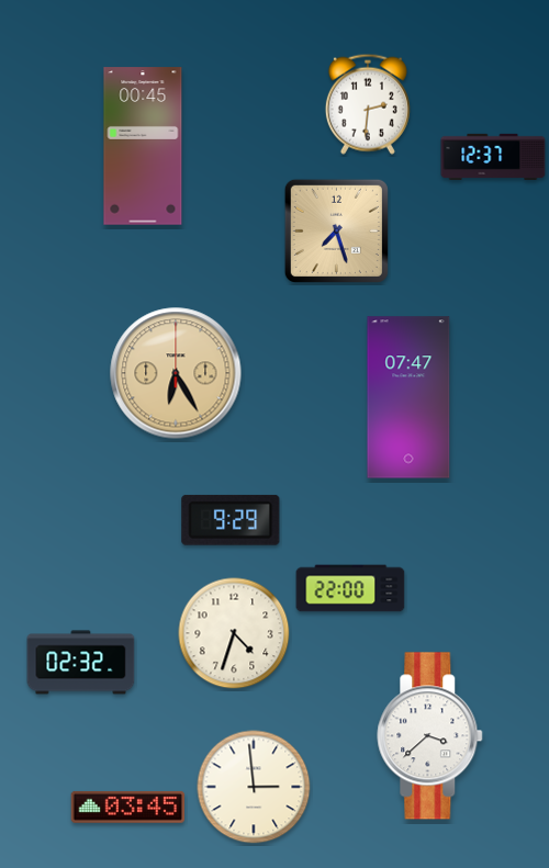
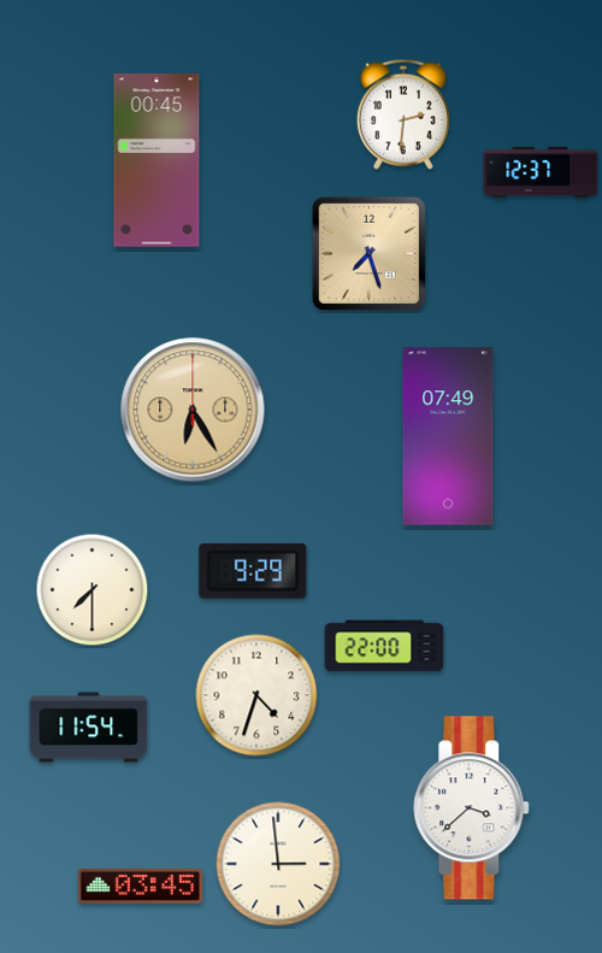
clock at (408, 397): 07:47 -> 07:49
clock at (93, 590): none -> 7:30
clock at (81, 663): 02:32 -> 11:54
